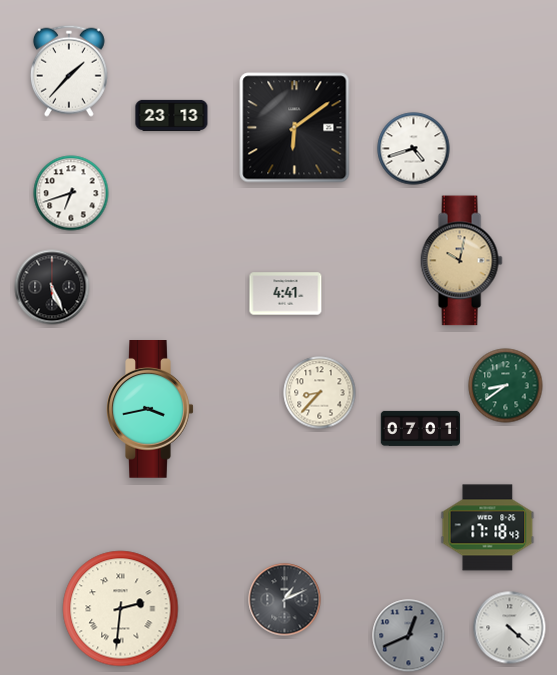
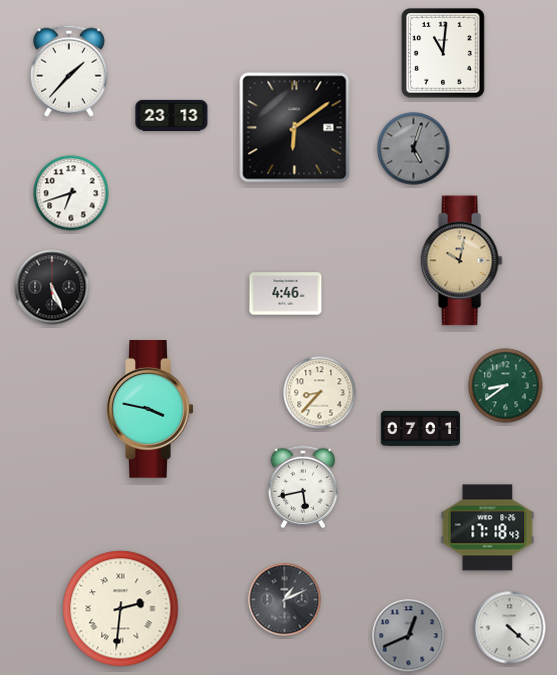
clock at (443, 53): none -> 11:01
clock at (414, 149): 4:42 -> 5:03
clock at (414, 149) dial: white -> grey
clock at (286, 294): 4:41 -> 4:46
clock at (150, 410): 3:43 -> 3:47
clock at (302, 486): none -> 5:43
